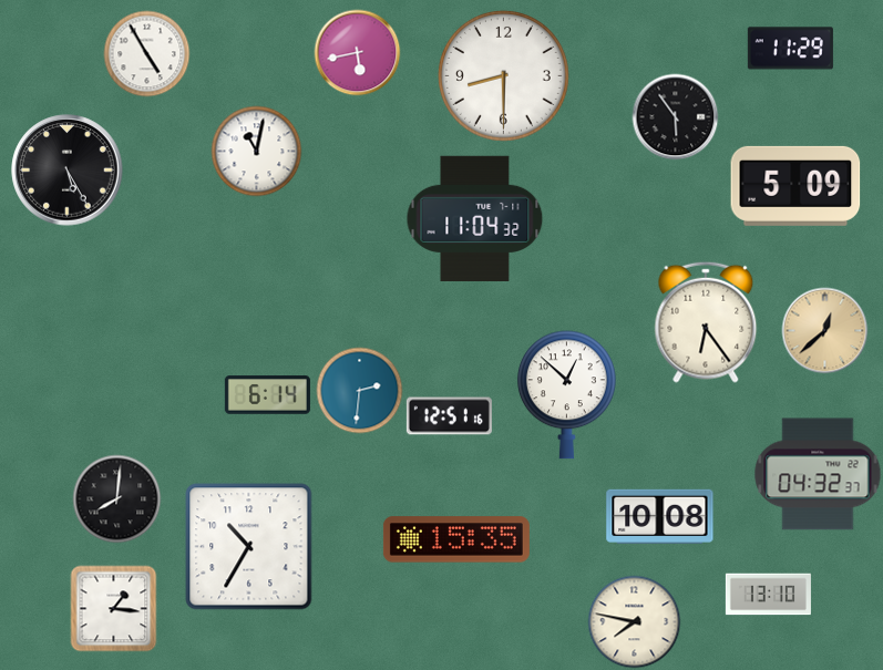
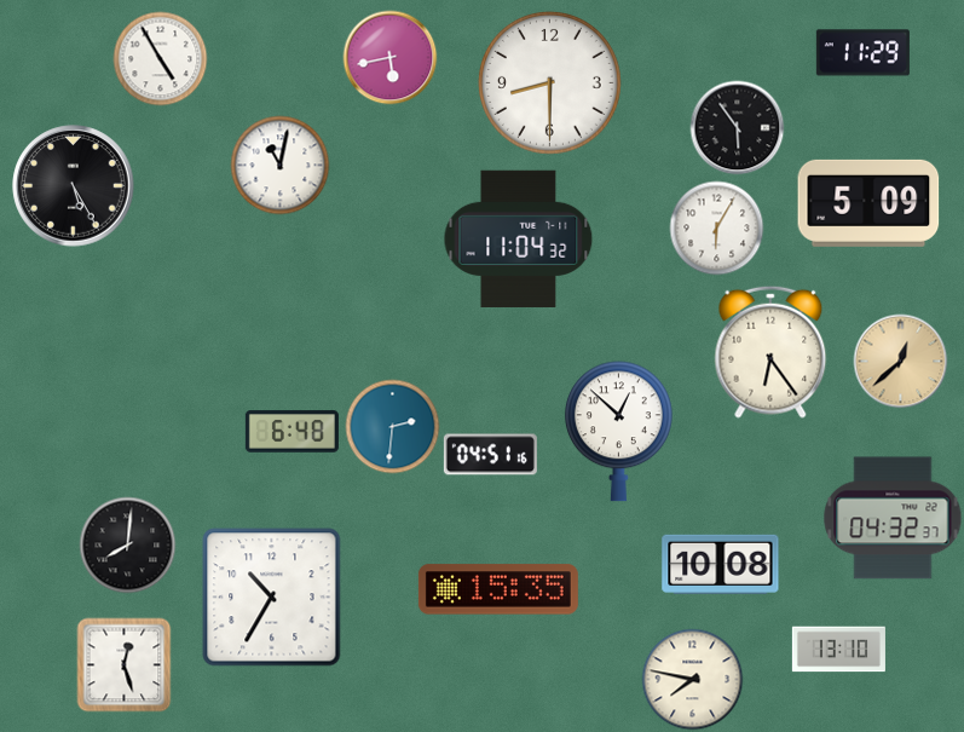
clock at (716, 227): none -> 6:05
clock at (267, 395): 6:14 -> 6:48
clock at (449, 416): 12:51 -> 04:51
clock at (113, 608): 1:16 -> 12:27
